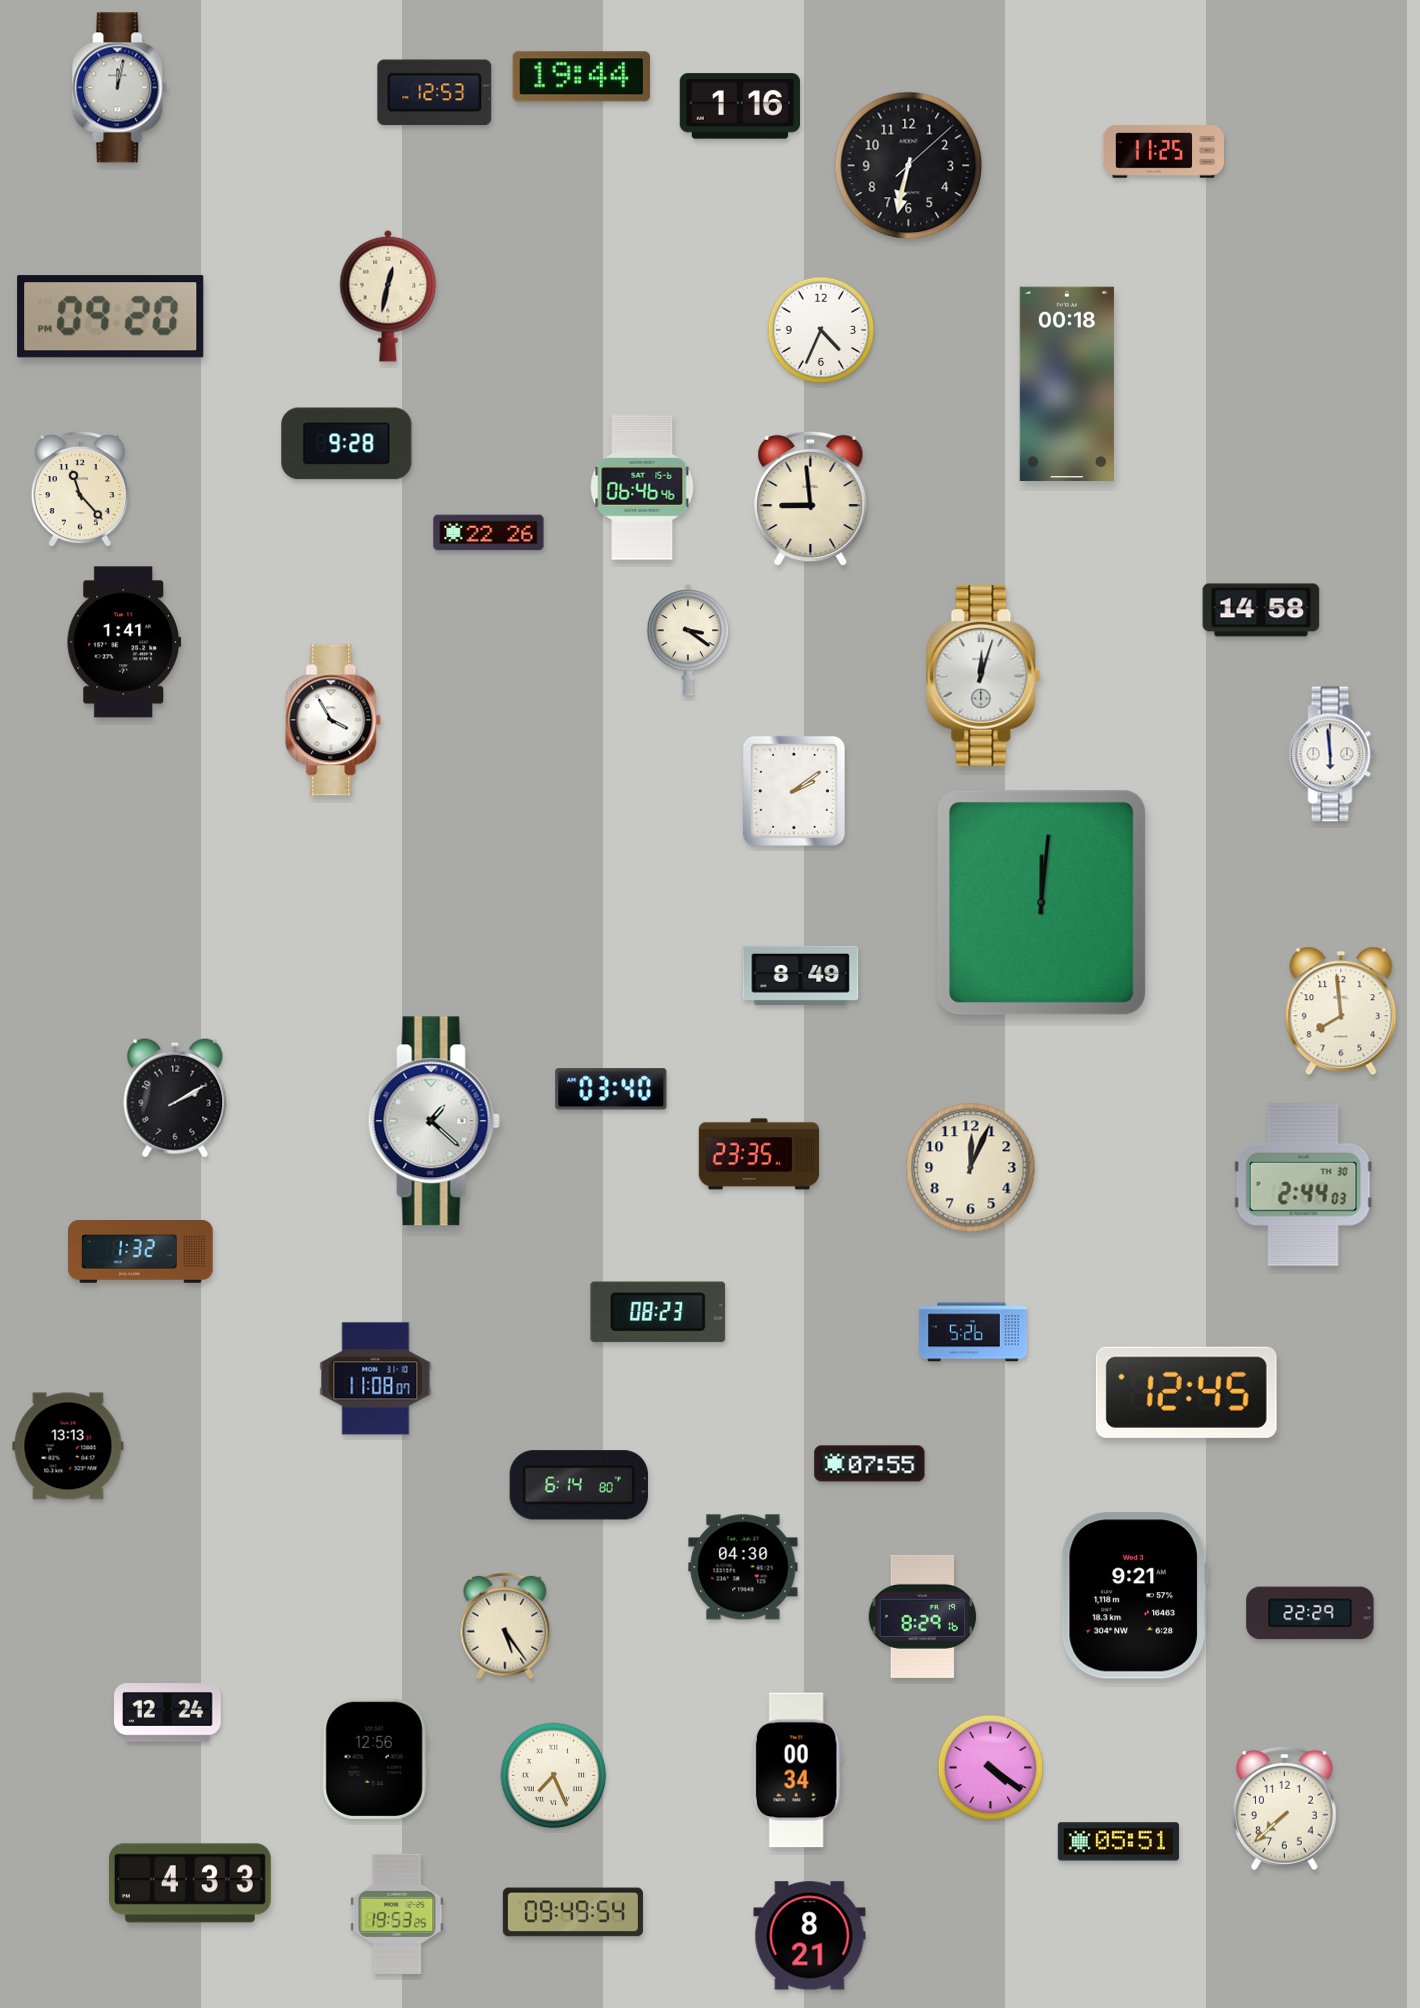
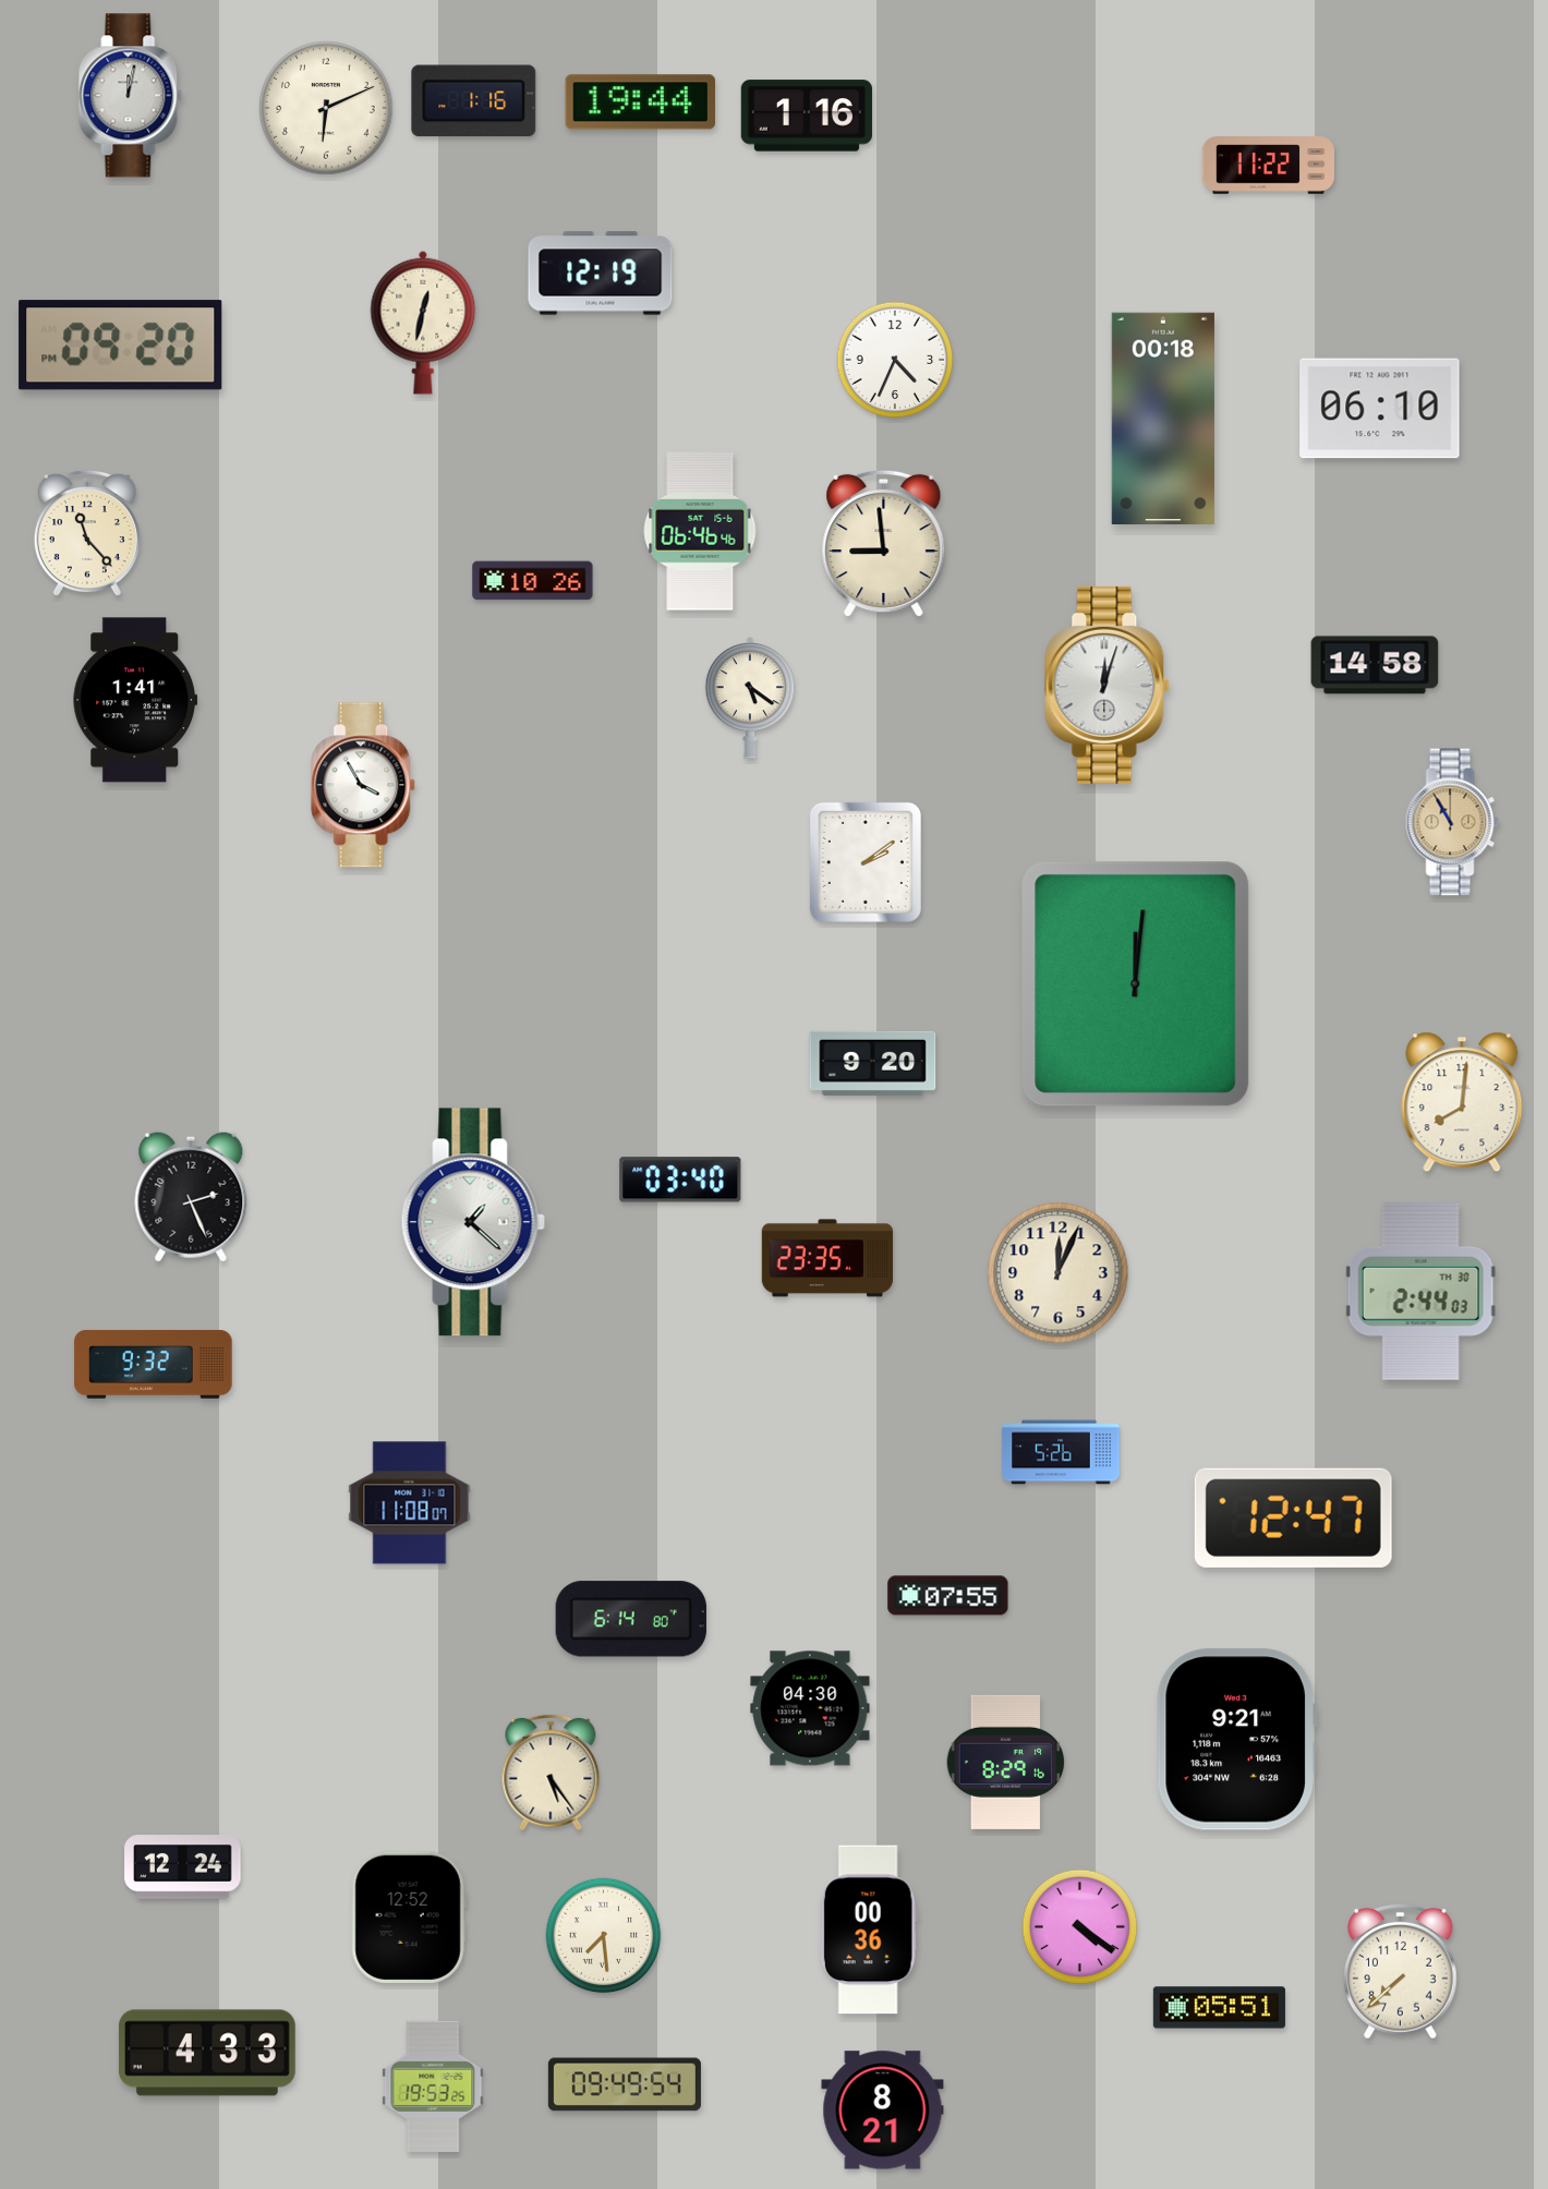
clock at (582, 77) position: (582, 77) -> (641, 102)
clock at (435, 93): 12:53 -> 1:16
clock at (326, 108): none -> 6:11
clock at (1163, 152): 11:25 -> 11:22
clock at (909, 166): 6:32 -> none
clock at (601, 274): none -> 12:19
clock at (1380, 409): none -> 06:10
clock at (347, 444): 9:28 -> none
clock at (489, 533): 22:26 -> 10:26
clock at (688, 640): 3:21 -> 5:21
clock at (984, 675) position: (984, 675) -> (1108, 685)
clock at (1332, 754): 5:59 -> 10:55
clock at (1332, 754) dial: white -> champagne
clock at (801, 975): 8:49 -> 9:20
clock at (1341, 1011): 7:59 -> 8:01
clock at (611, 1089) position: (611, 1089) -> (680, 1180)
clock at (175, 1098): 2:10 -> 2:26
clock at (141, 1252): 1:32 -> 9:32
clock at (658, 1312): 08:23 -> none
clock at (1186, 1392): 12:45 -> 12:47
clock at (68, 1446): 13:13 -> none
clock at (1310, 1613): 22:29 -> none
clock at (375, 1759): 12:56 -> 12:52
clock at (797, 1770): 00:34 -> 00:36
clock at (554, 1776): 7:26 -> 7:29
